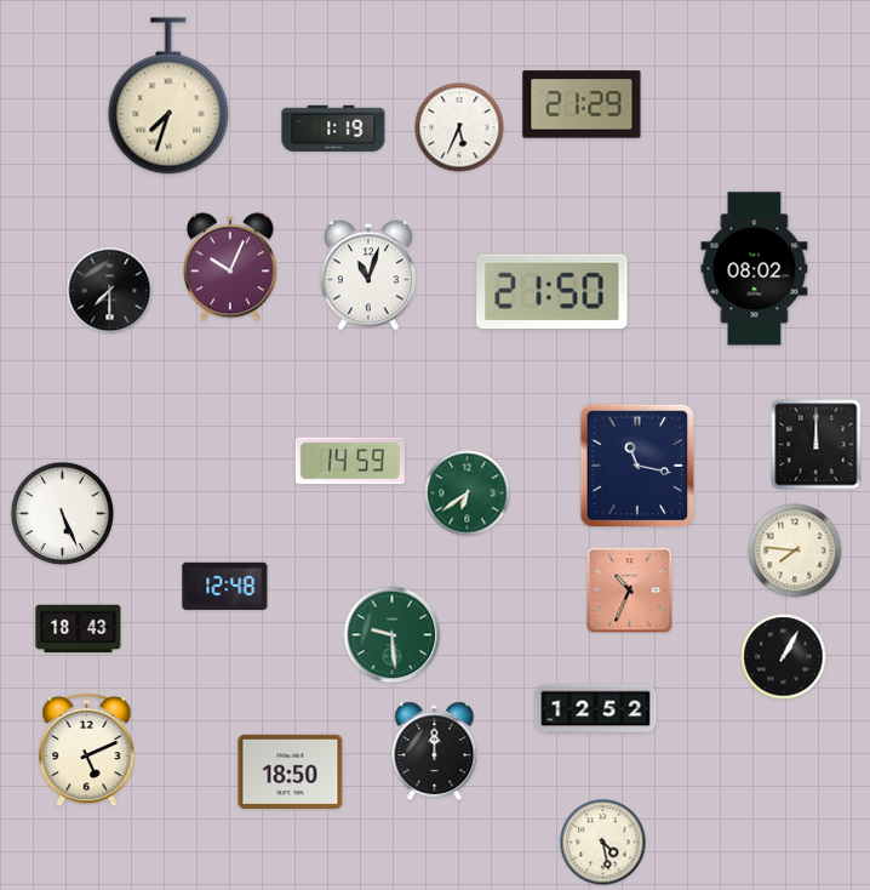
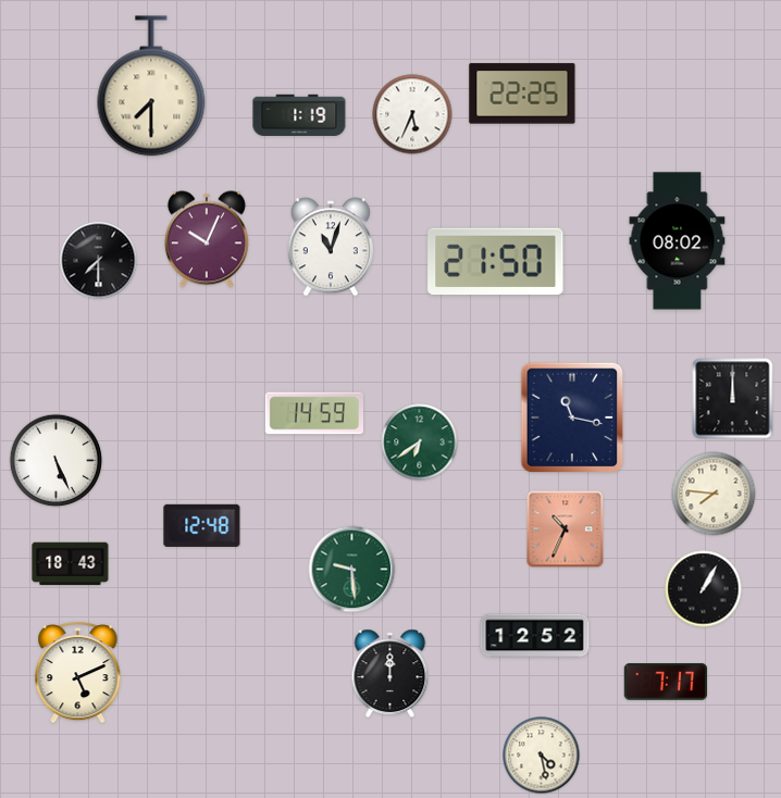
clock at (168, 96): 7:33 -> 7:30
clock at (582, 104): 21:29 -> 22:25
clock at (666, 682): none -> 7:17
clock at (291, 771): 18:50 -> none
